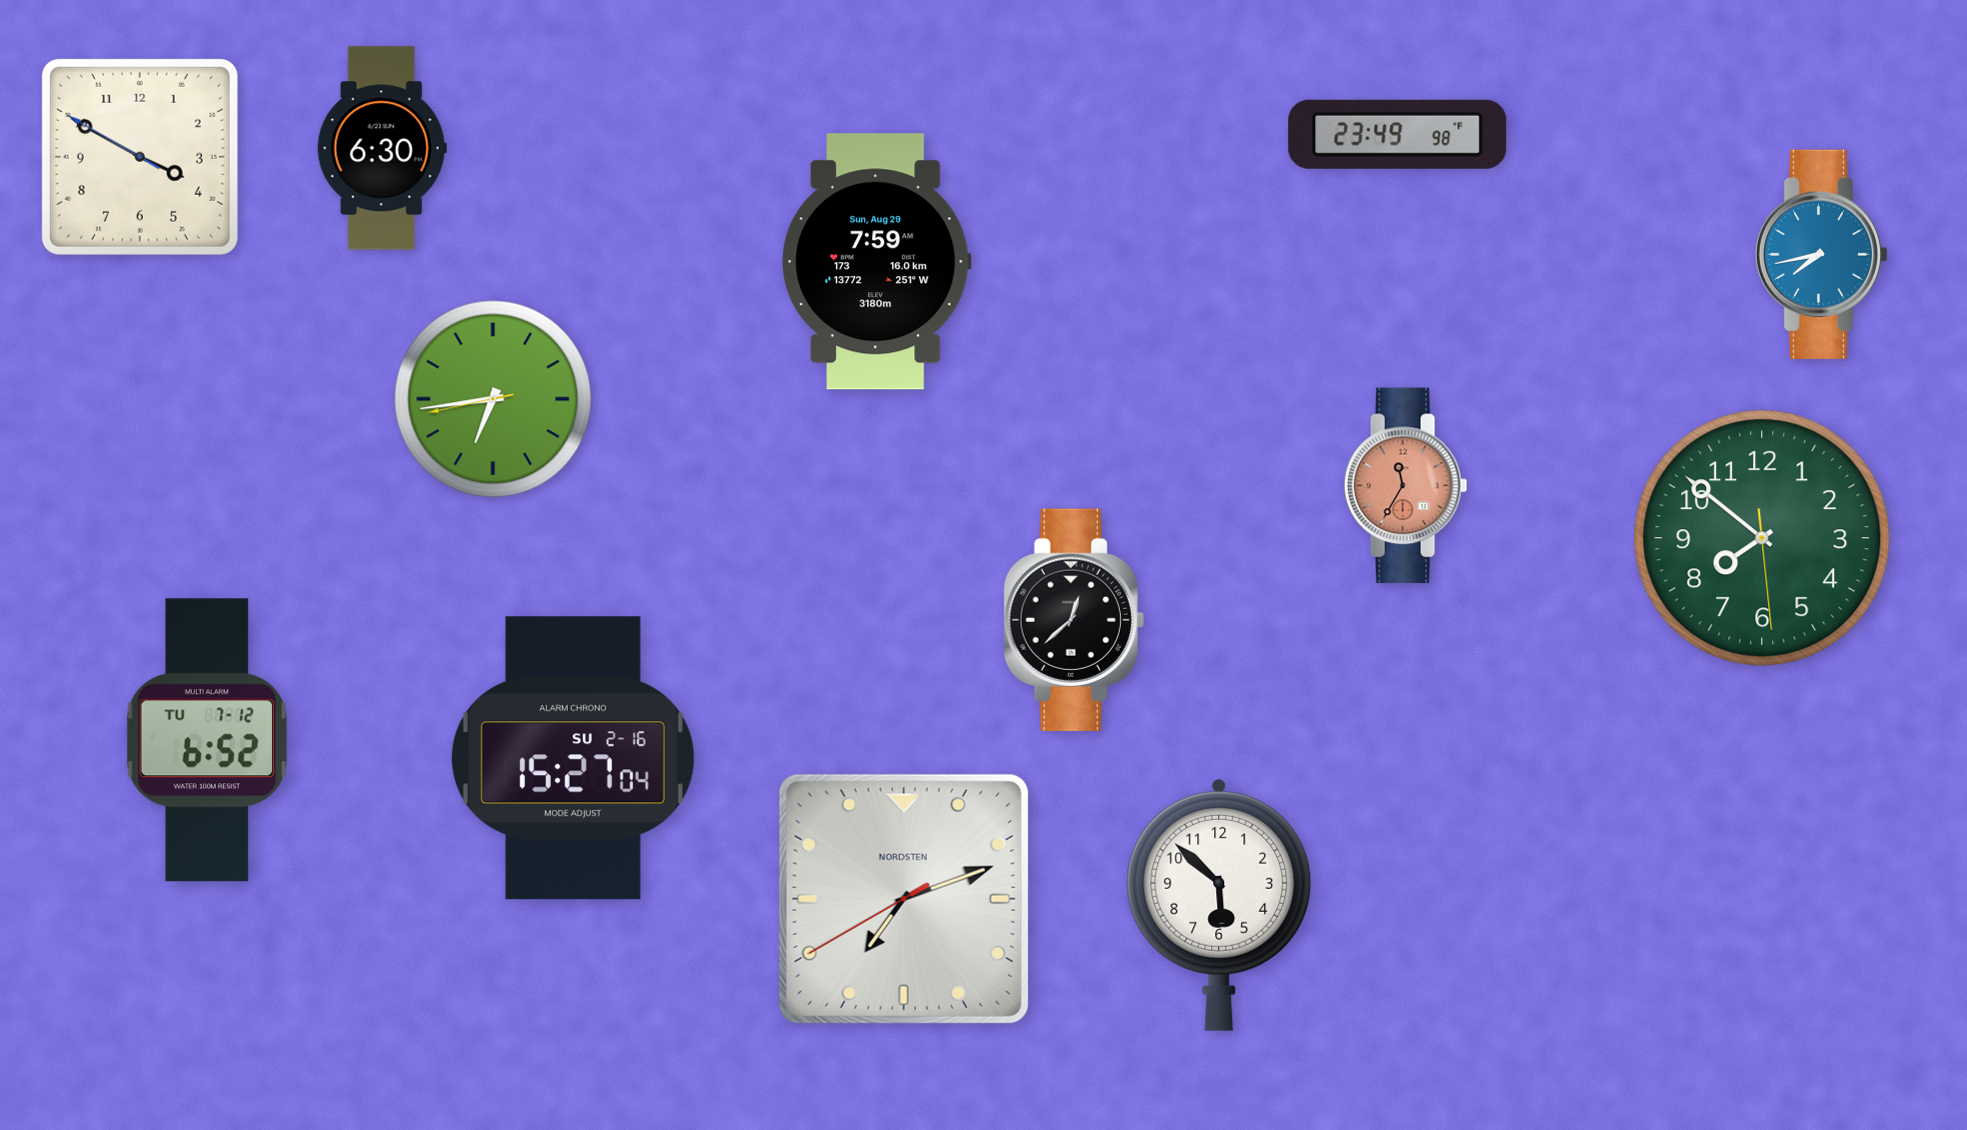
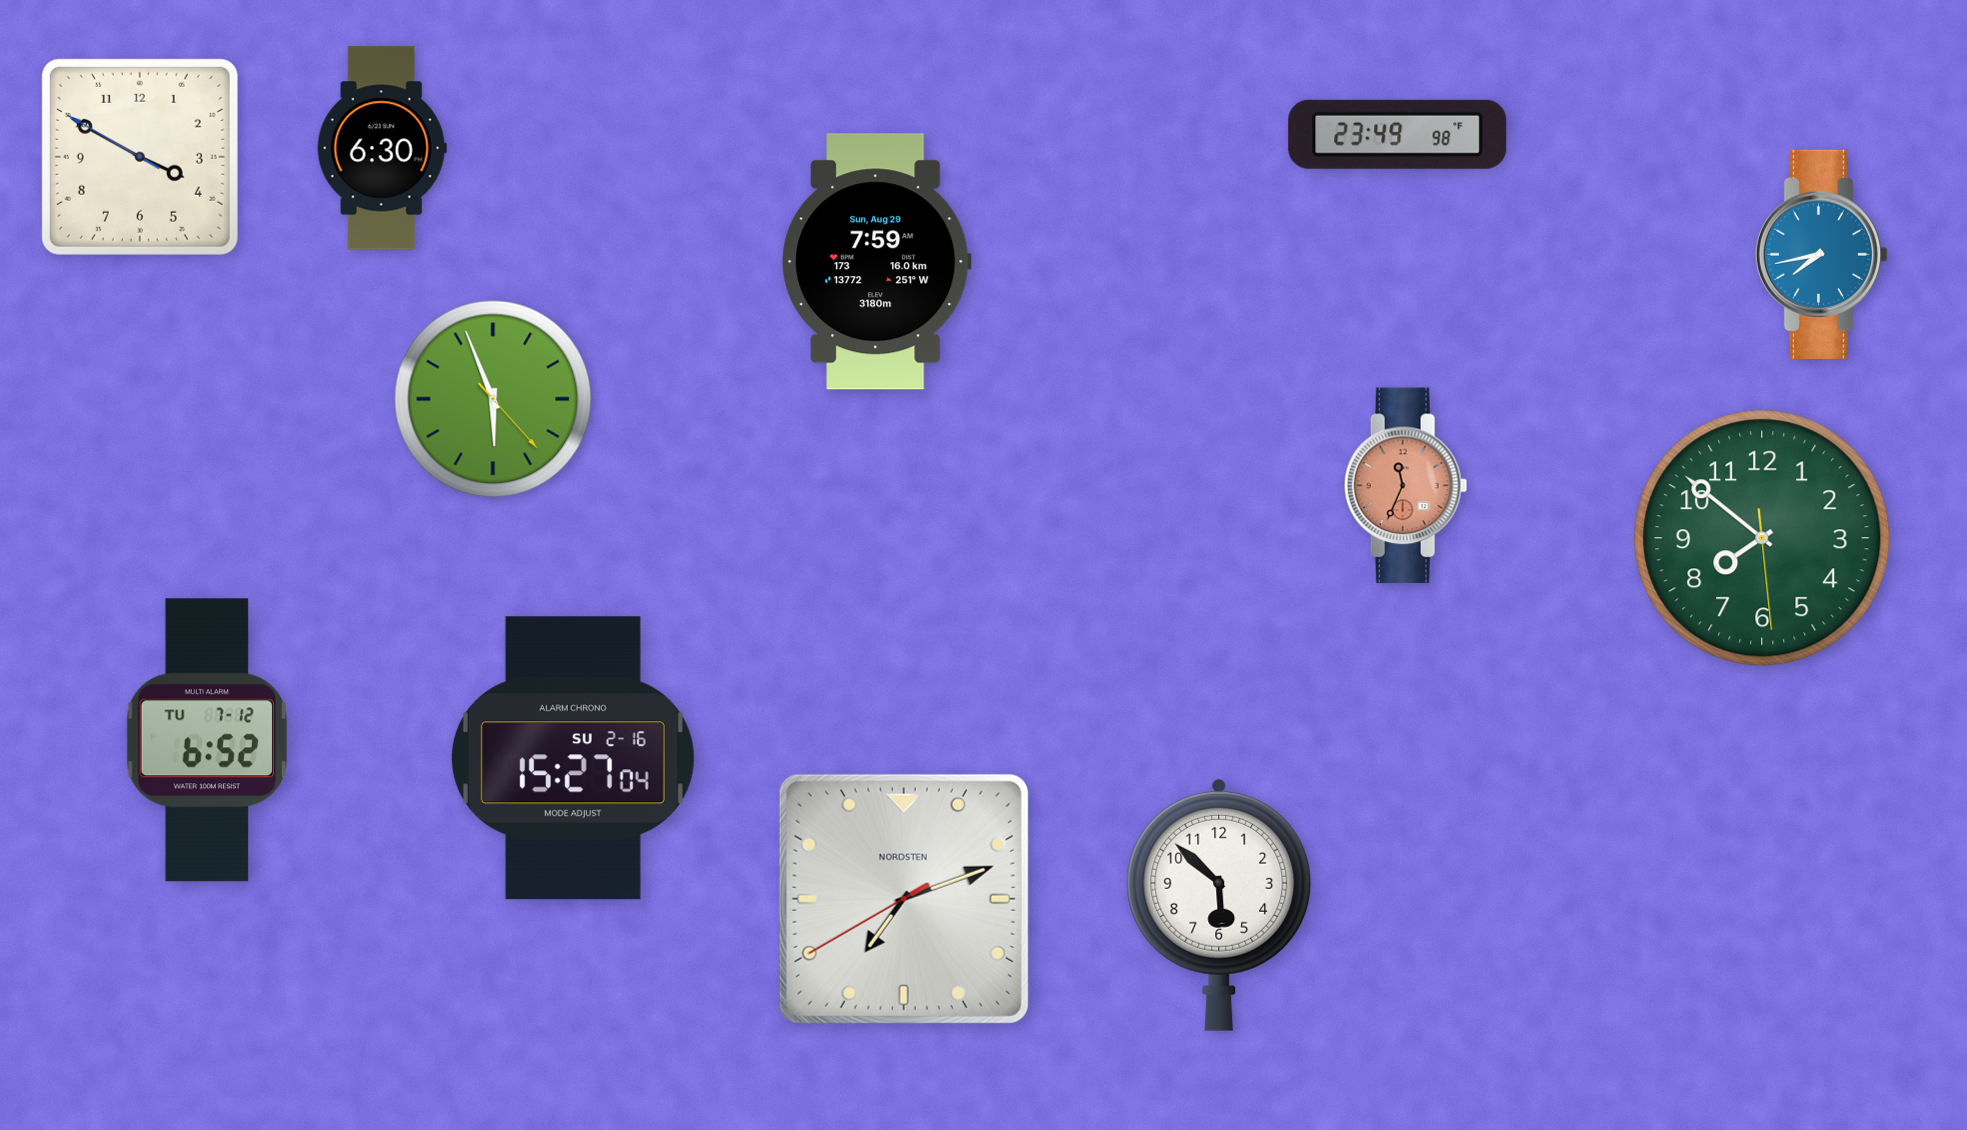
clock at (493, 399): 6:43 -> 5:56
clock at (1406, 486): 11:35 -> 11:34
clock at (1074, 620): 12:38 -> none
